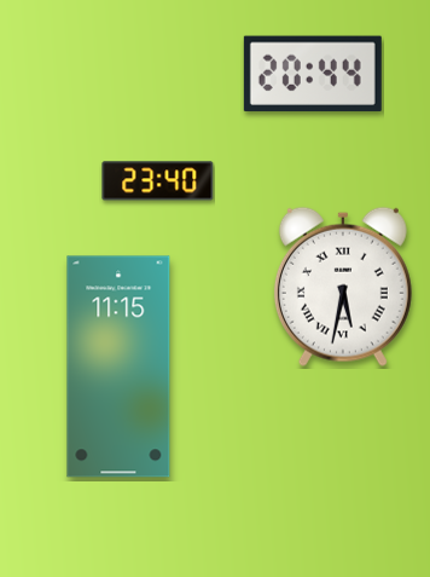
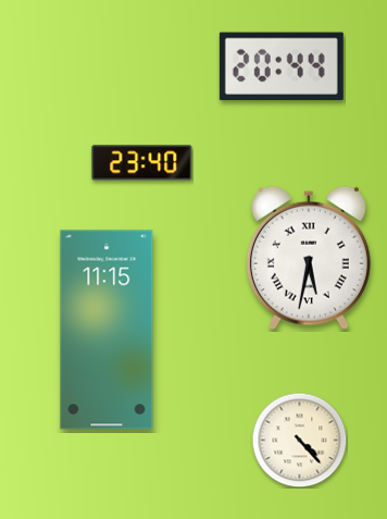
clock at (299, 440): none -> 4:23
